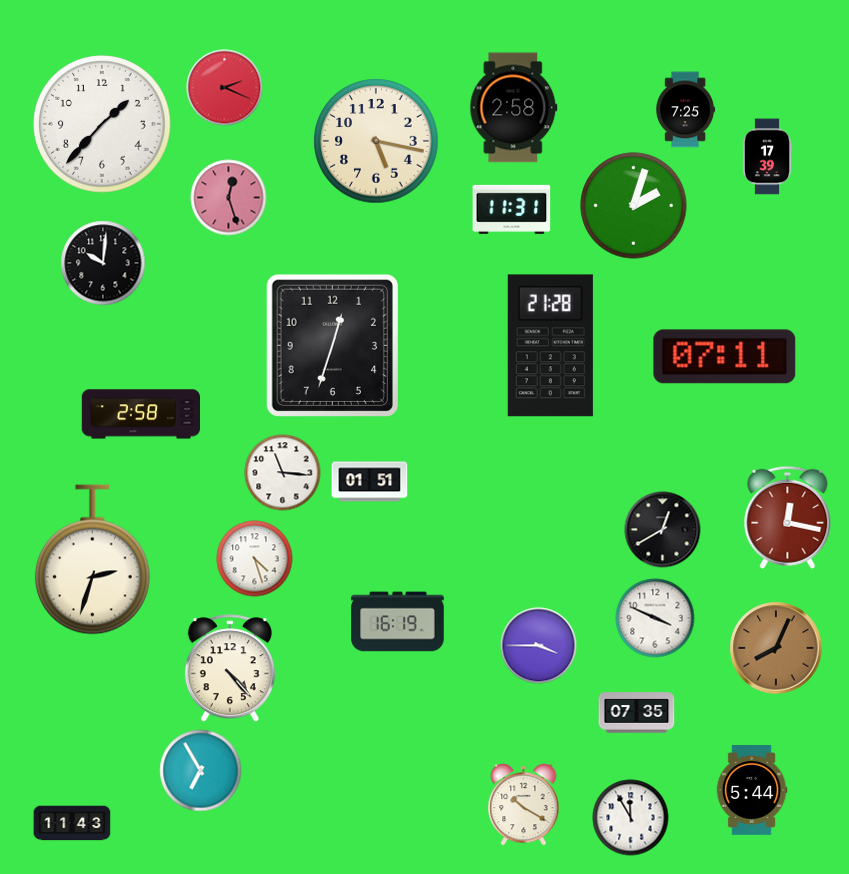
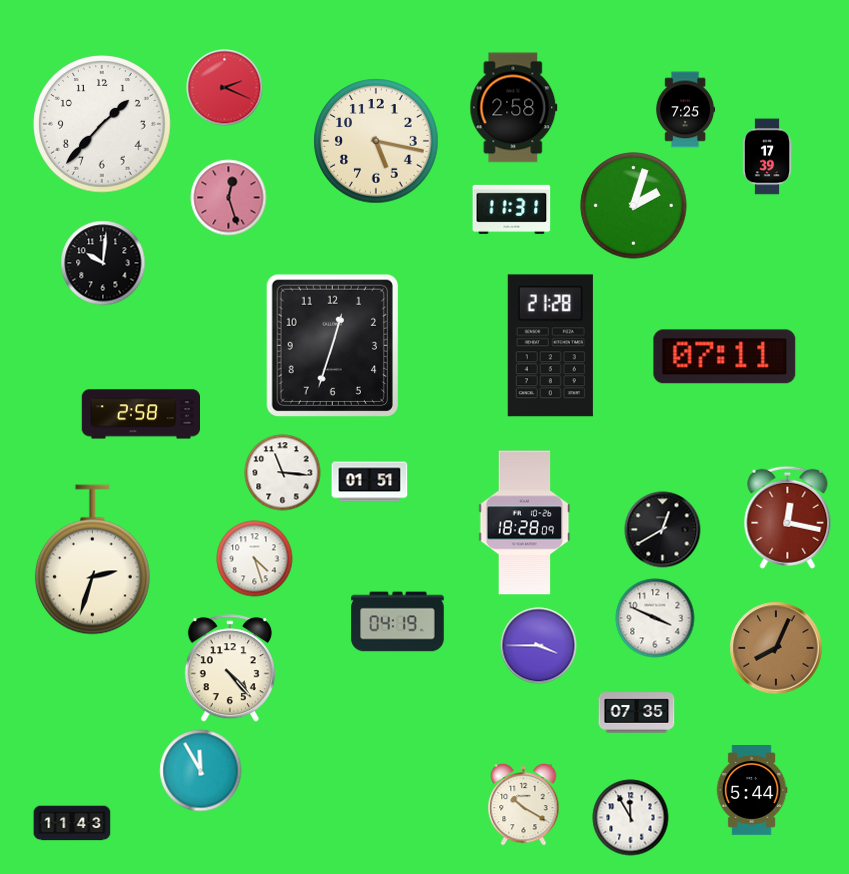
clock at (525, 523): none -> 18:28
clock at (398, 622): 16:19 -> 04:19
clock at (201, 771): 6:55 -> 11:55
